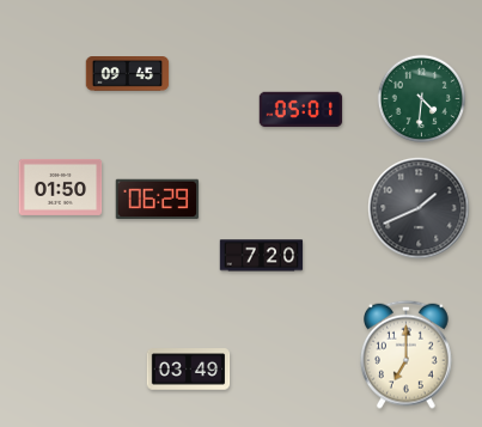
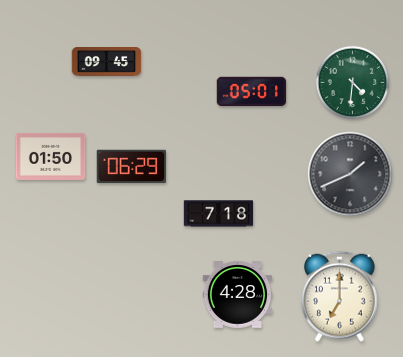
clock at (262, 256): 7:20 -> 7:18
clock at (238, 295): none -> 4:28
clock at (189, 370): 03:49 -> none
